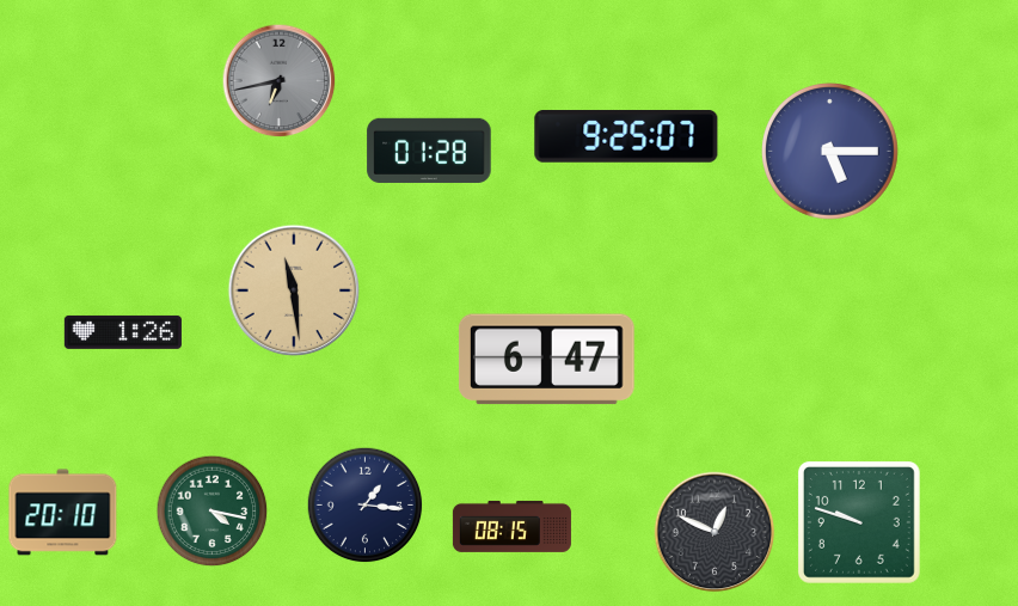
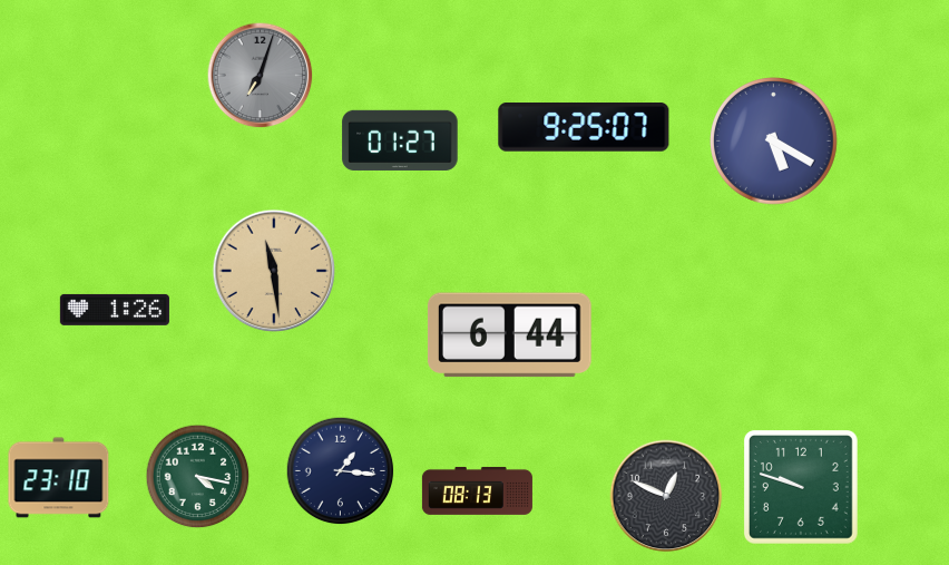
clock at (280, 81): 6:43 -> 7:03
clock at (429, 151): 01:28 -> 01:27
clock at (830, 152): 5:15 -> 5:20
clock at (546, 360): 6:47 -> 6:44
clock at (63, 513): 20:10 -> 23:10
clock at (511, 526): 08:15 -> 08:13
